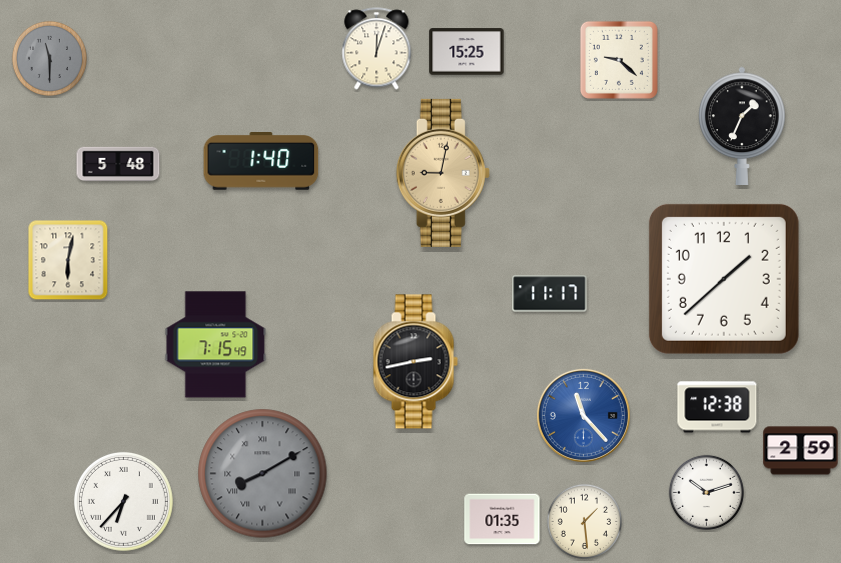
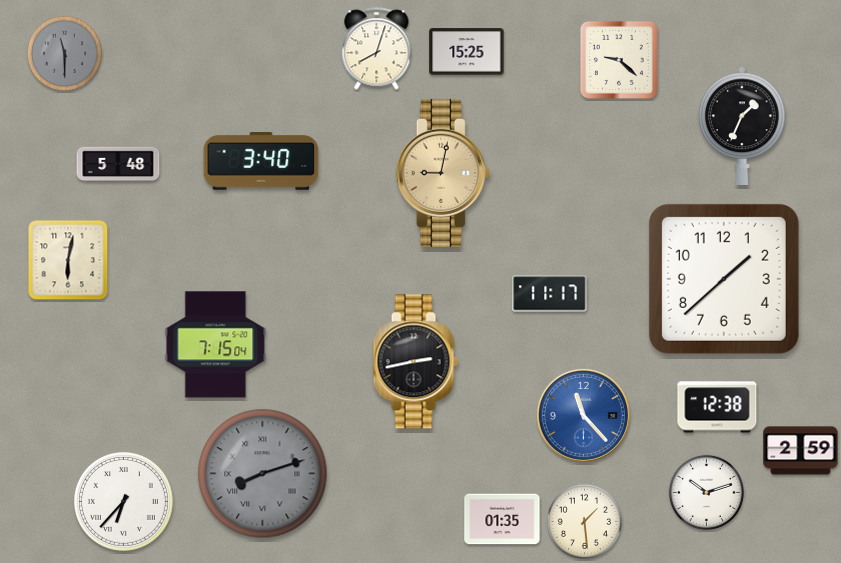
clock at (377, 49): 12:03 -> 8:03
clock at (49, 58) position: (49, 58) -> (64, 53)
clock at (261, 162): 1:40 -> 3:40
clock at (216, 345): 7:15:49 -> 7:15:04
clock at (263, 474): 8:10 -> 8:12
